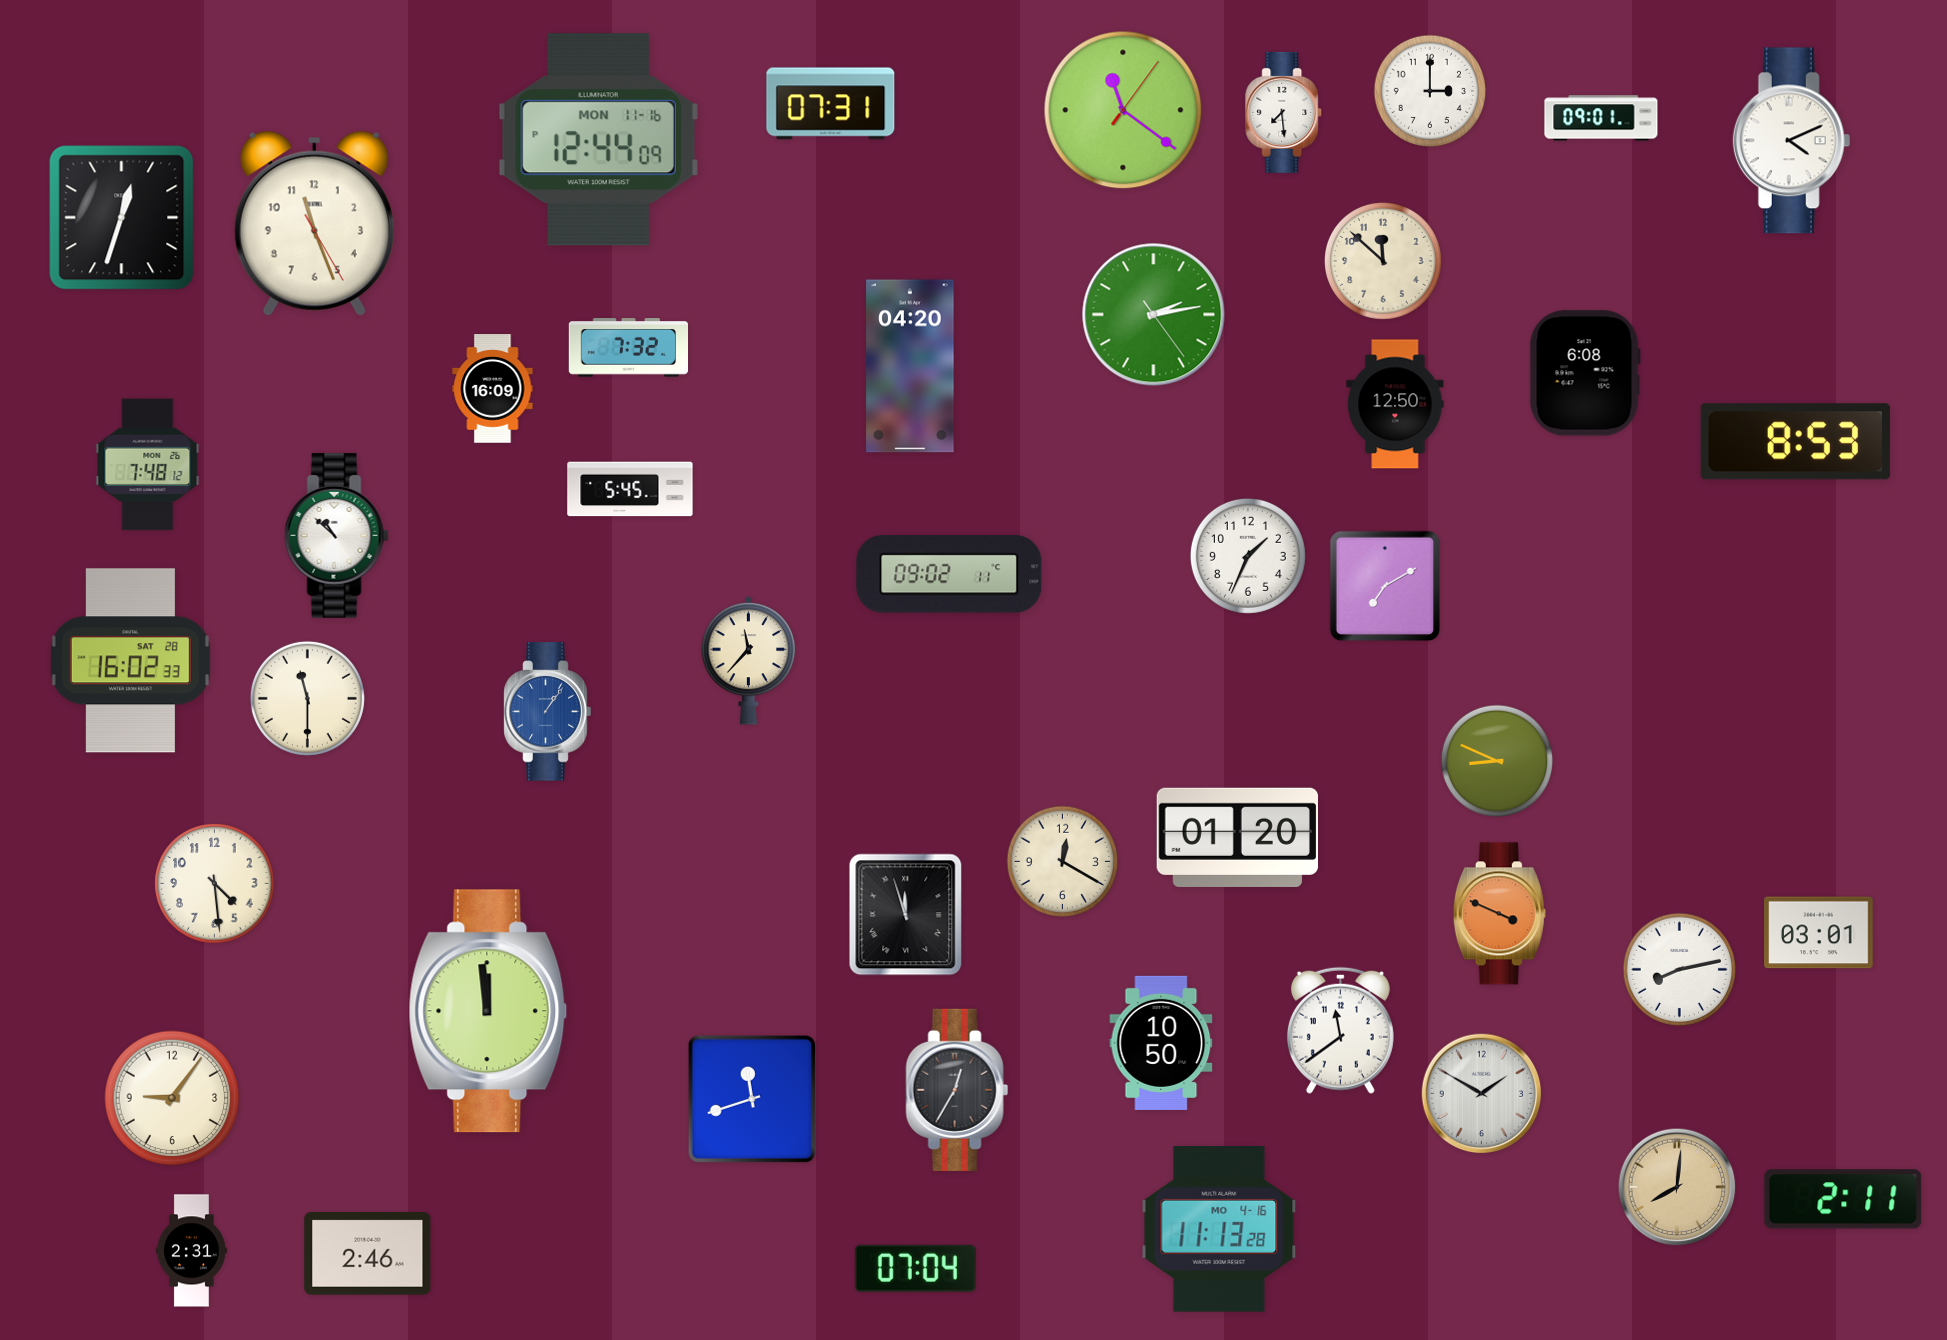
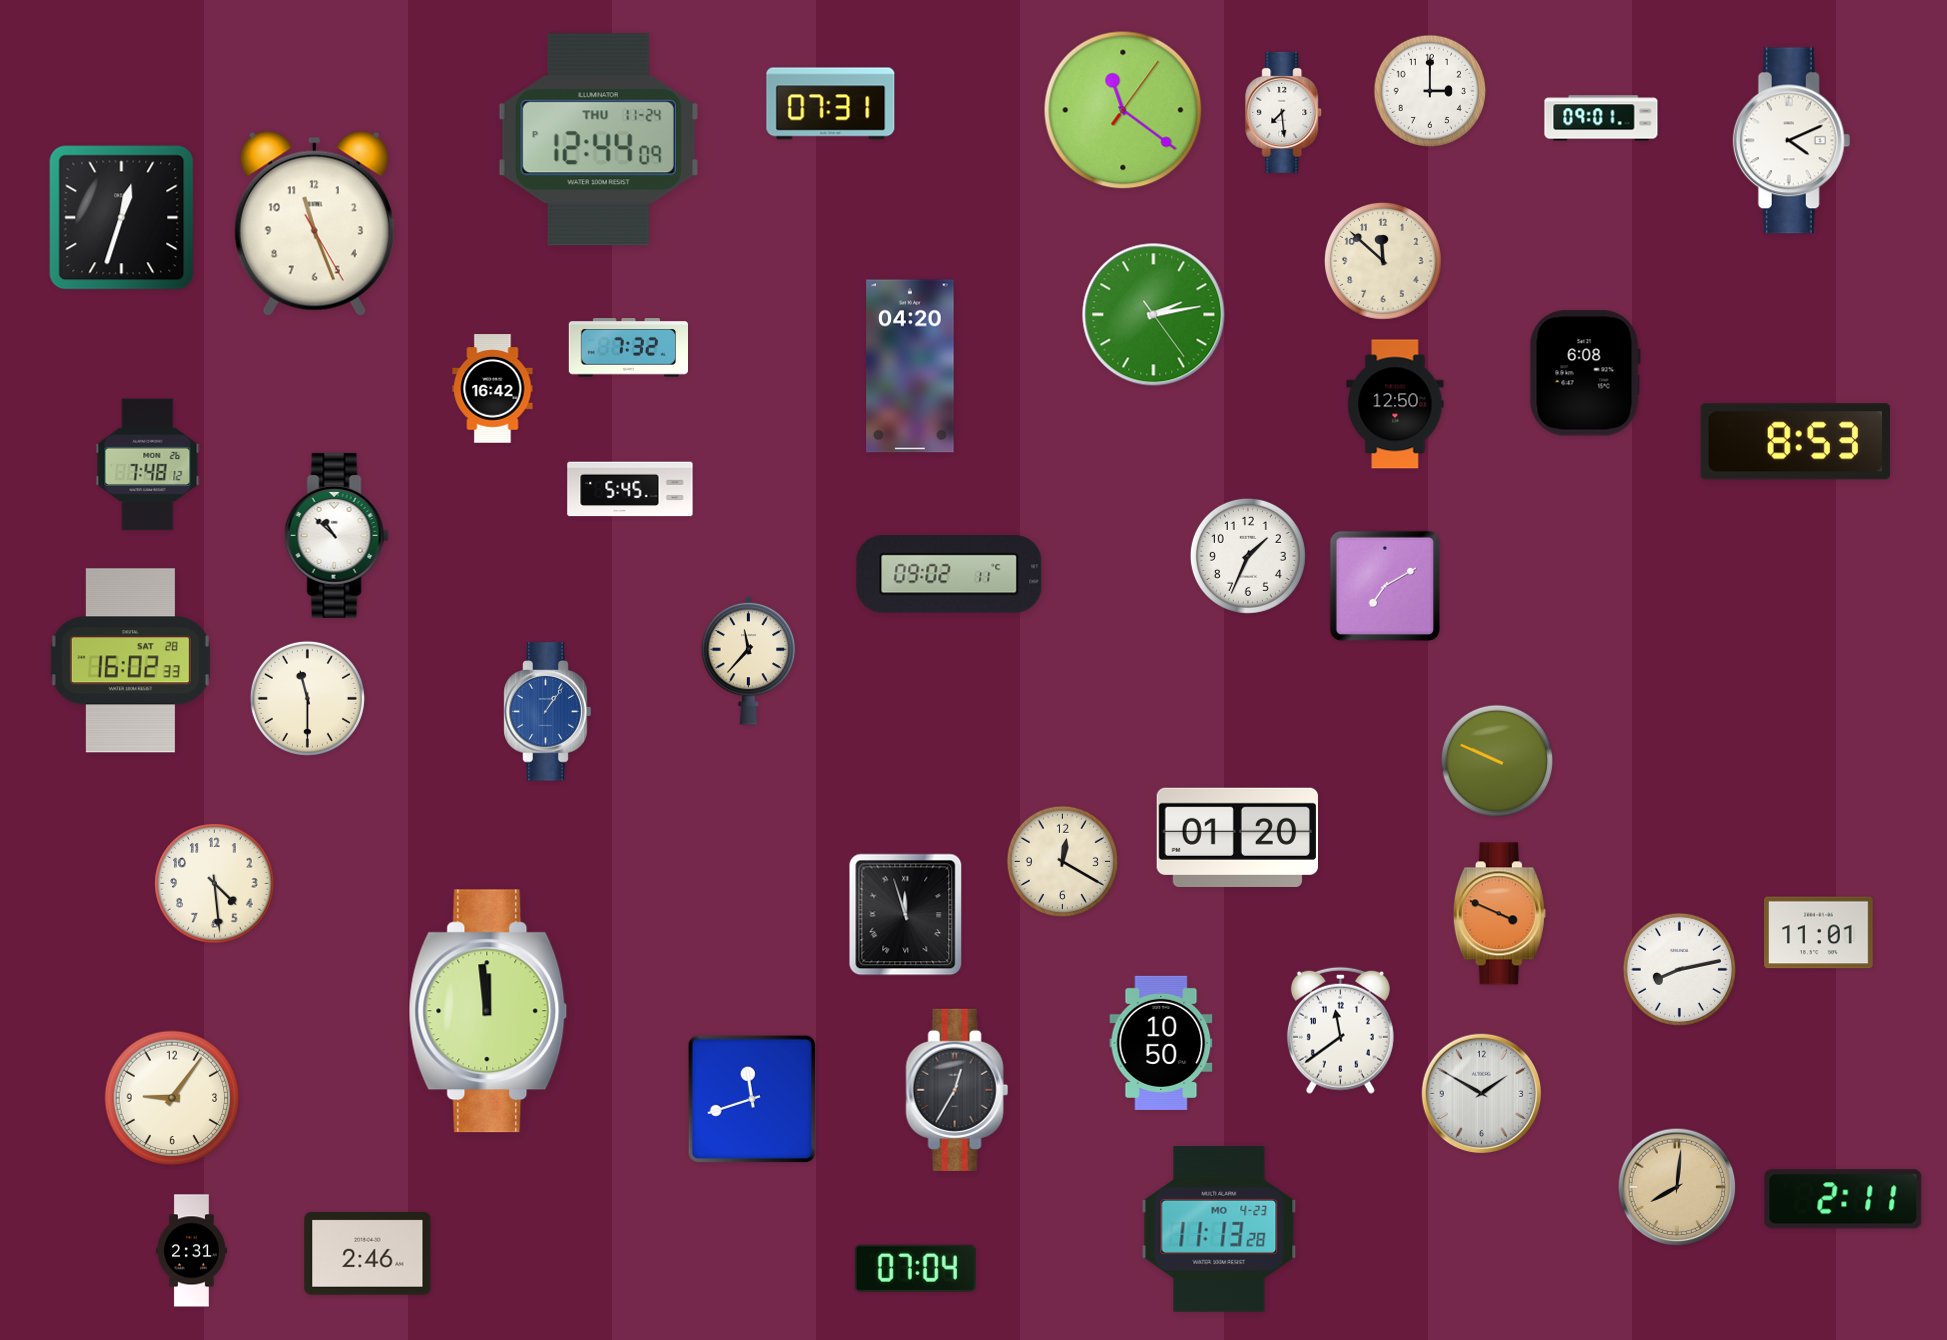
clock at (598, 140) date: MON 11-16 -> THU 11-24
clock at (493, 389): 16:09 -> 16:42
clock at (1496, 760): 8:49 -> 9:49
clock at (1819, 933): 03:01 -> 11:01
clock at (1219, 1230) date: MO 4-16 -> MO 4-23
